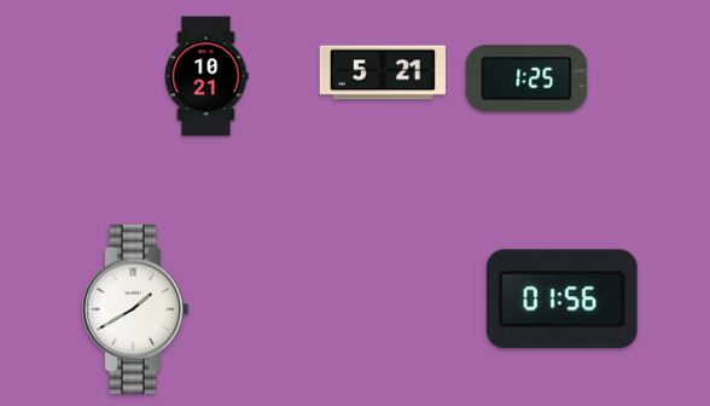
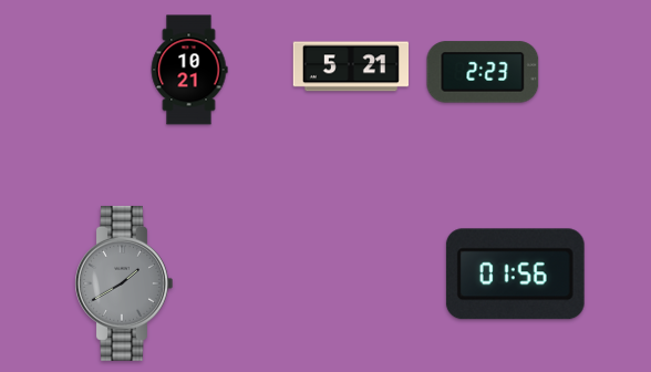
clock at (526, 79): 1:25 -> 2:23
clock at (135, 309) dial: white -> grey
